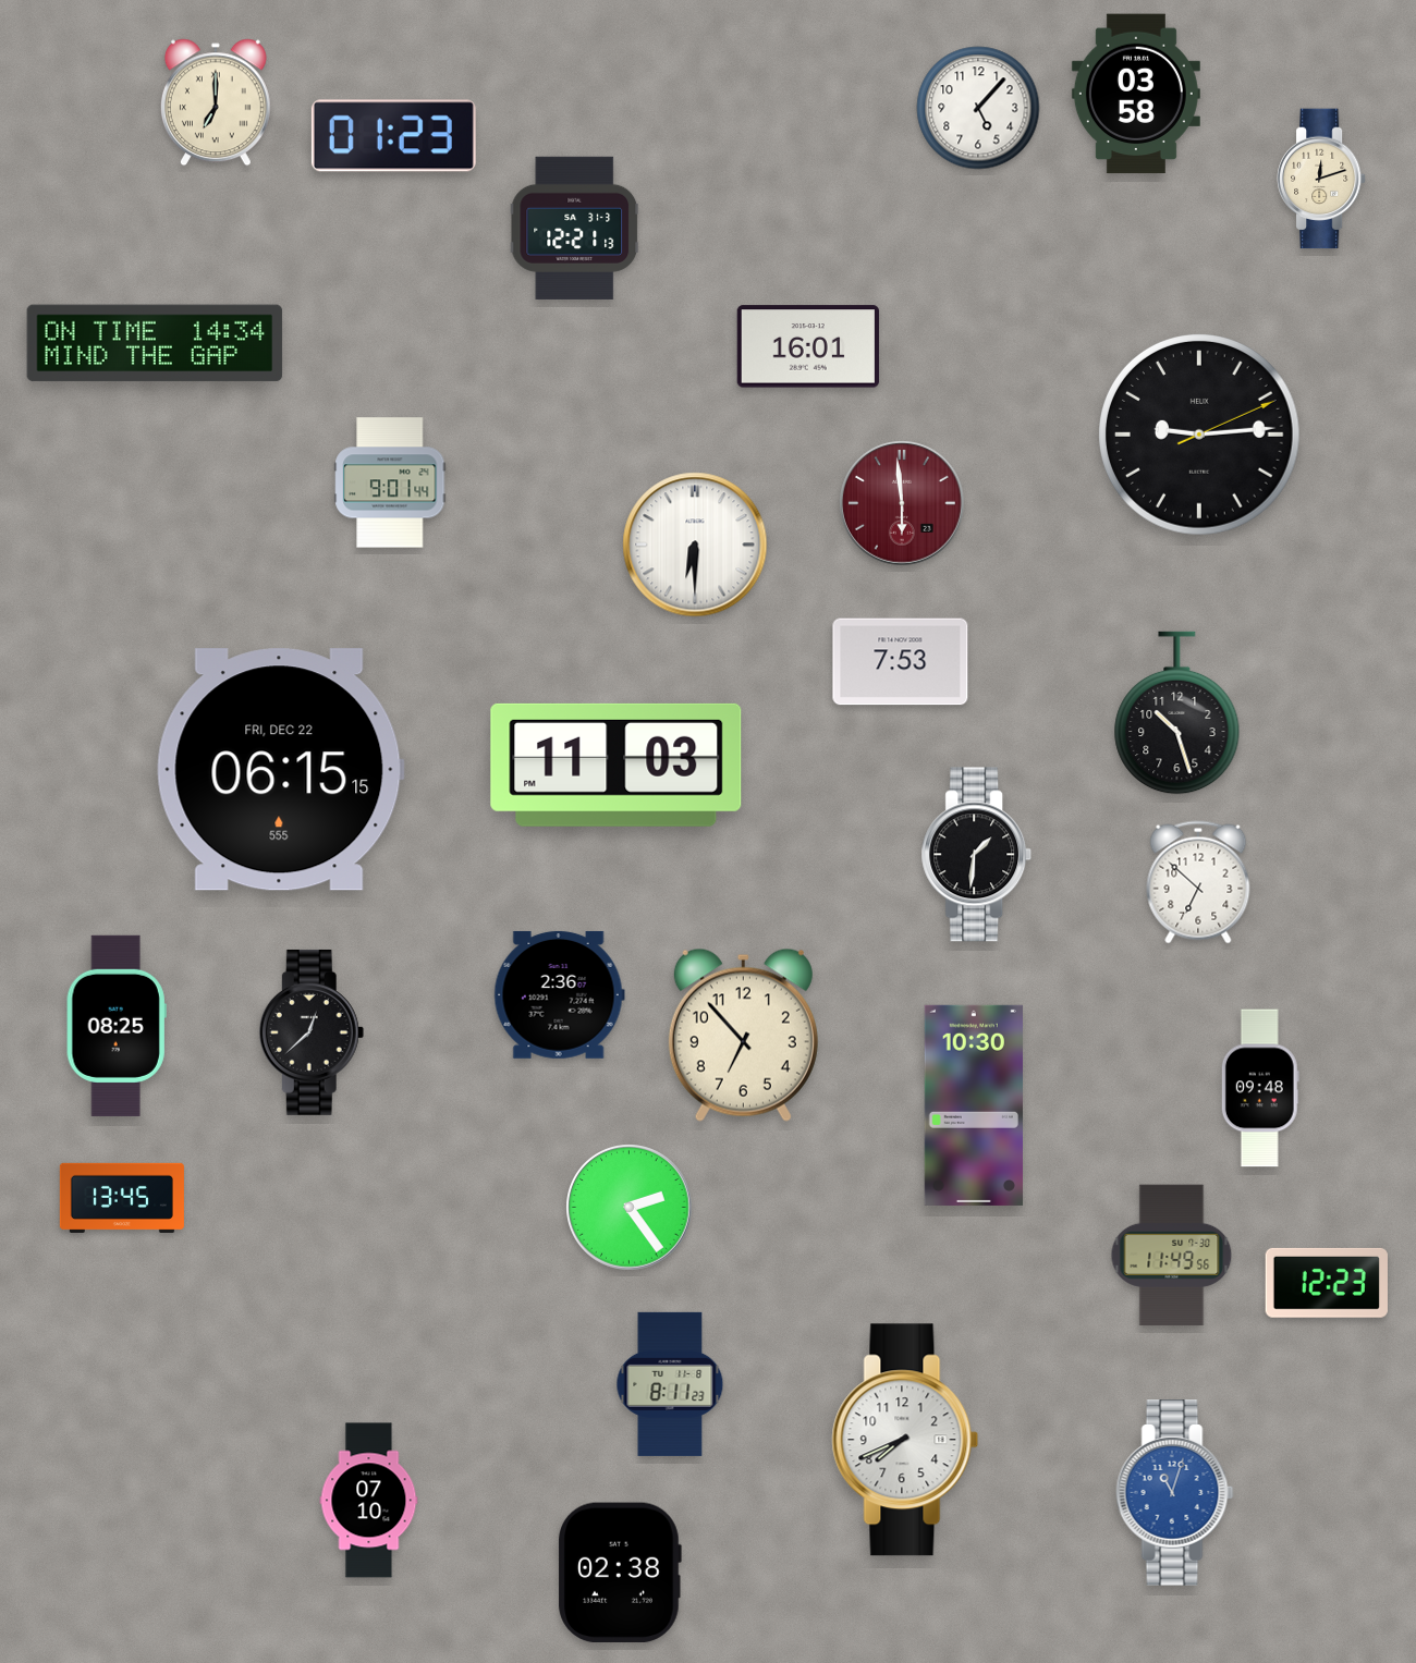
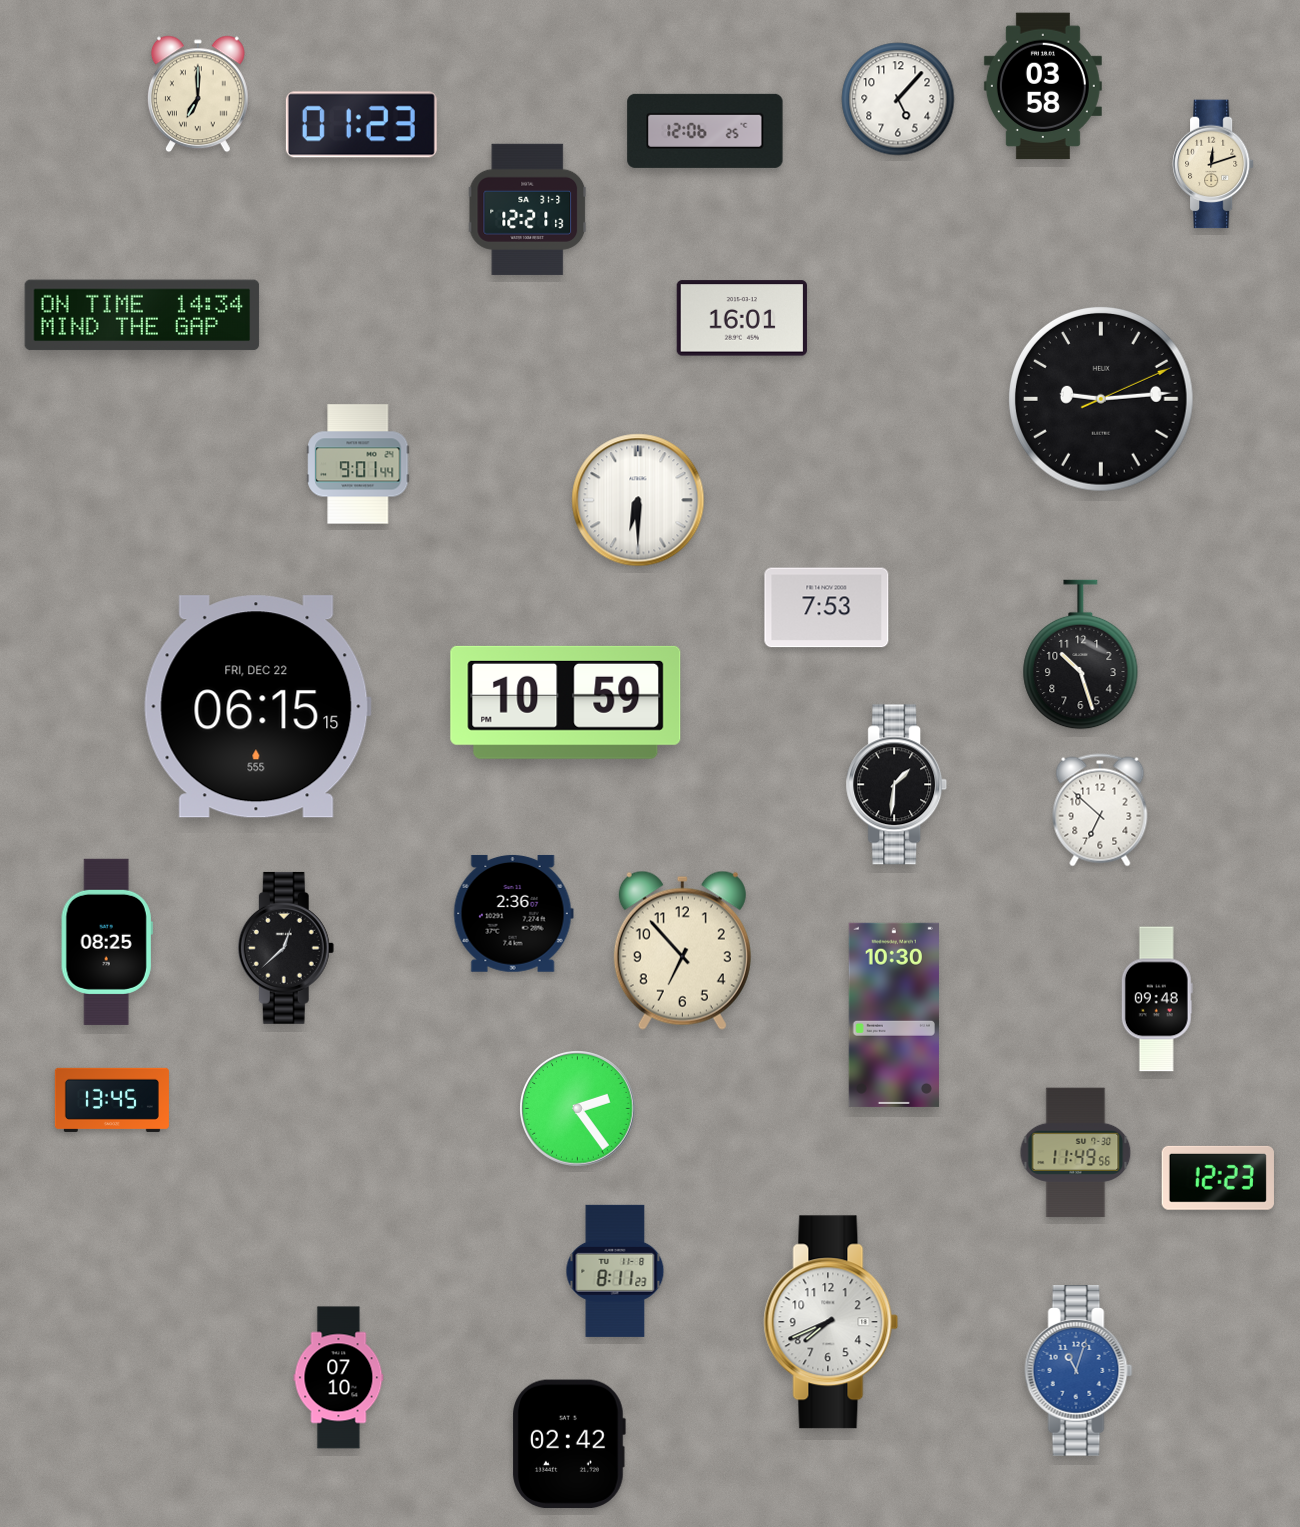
clock at (705, 131): none -> 12:06
clock at (390, 482) position: (390, 482) -> (358, 464)
clock at (903, 504): 5:59 -> none
clock at (617, 765): 11:03 -> 10:59
clock at (620, 1573): 02:38 -> 02:42
